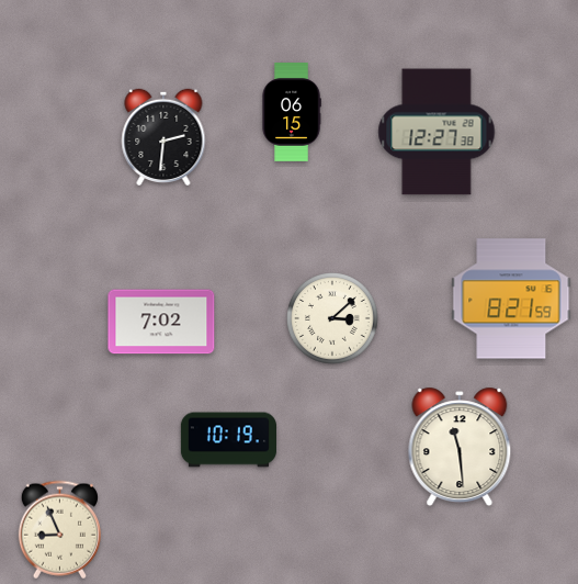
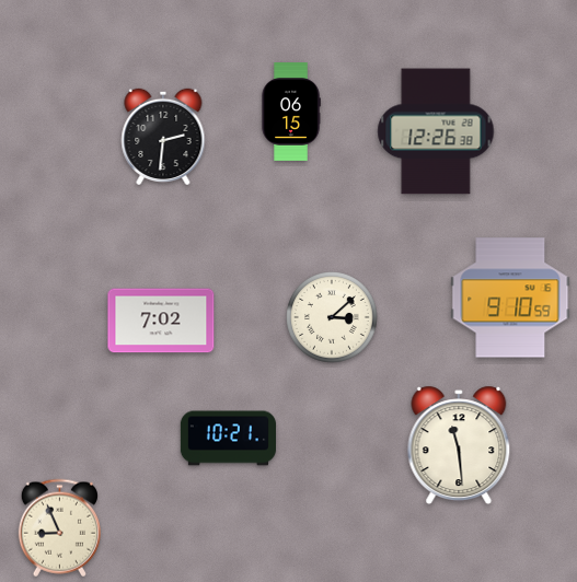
clock at (437, 132): 12:27 -> 12:26
clock at (511, 299): 8:21 -> 9:10
clock at (228, 440): 10:19 -> 10:21
